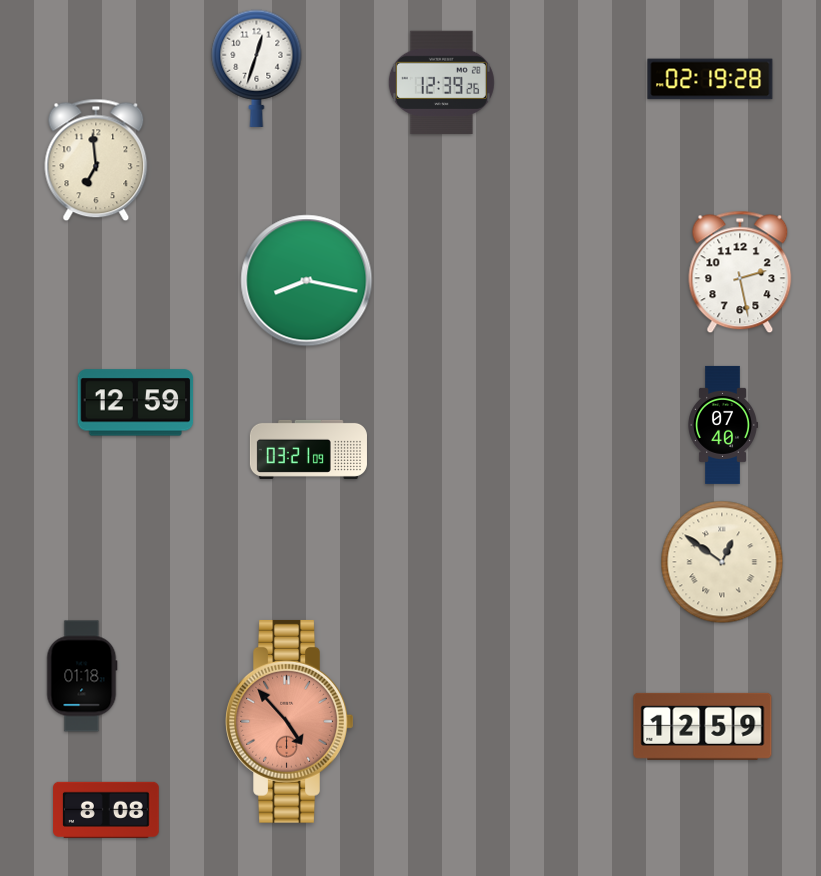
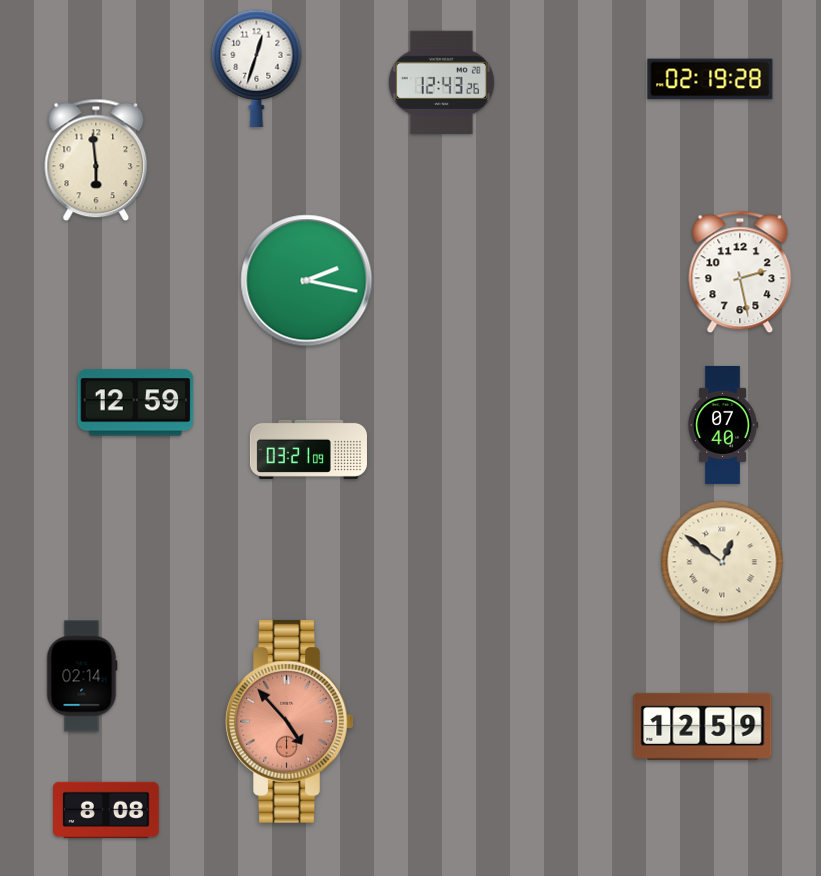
clock at (441, 83): 12:39 -> 12:43
clock at (96, 160): 6:59 -> 5:59
clock at (307, 281): 8:17 -> 2:17
clock at (82, 676): 01:18 -> 02:14
